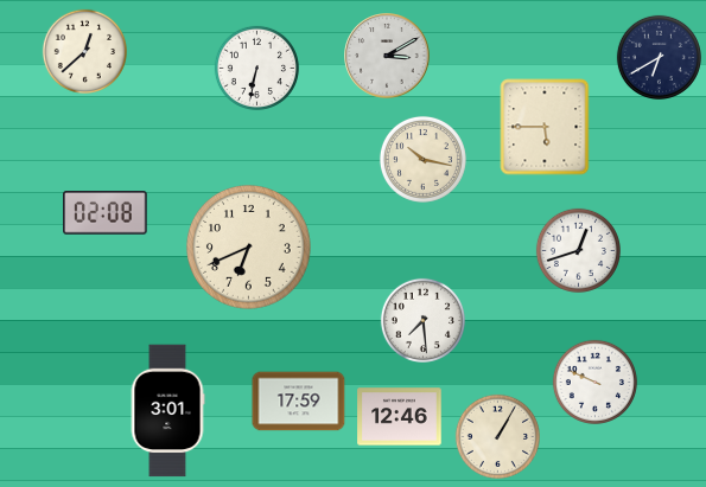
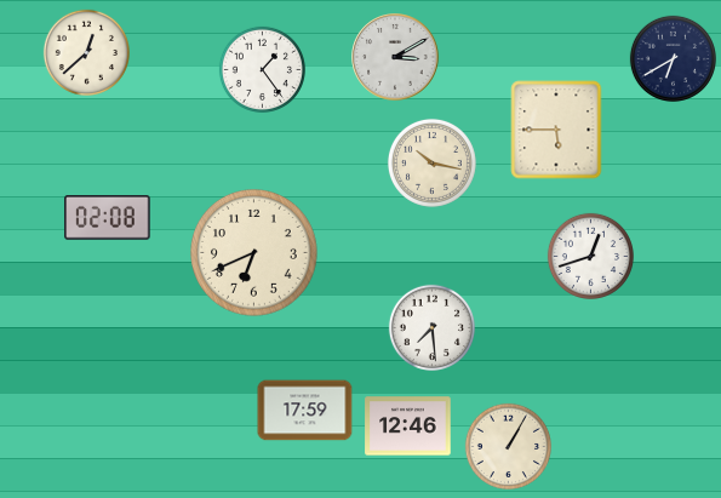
clock at (256, 68): 6:32 -> 1:24
clock at (594, 382): 9:49 -> none
clock at (167, 411): 3:01 -> none
